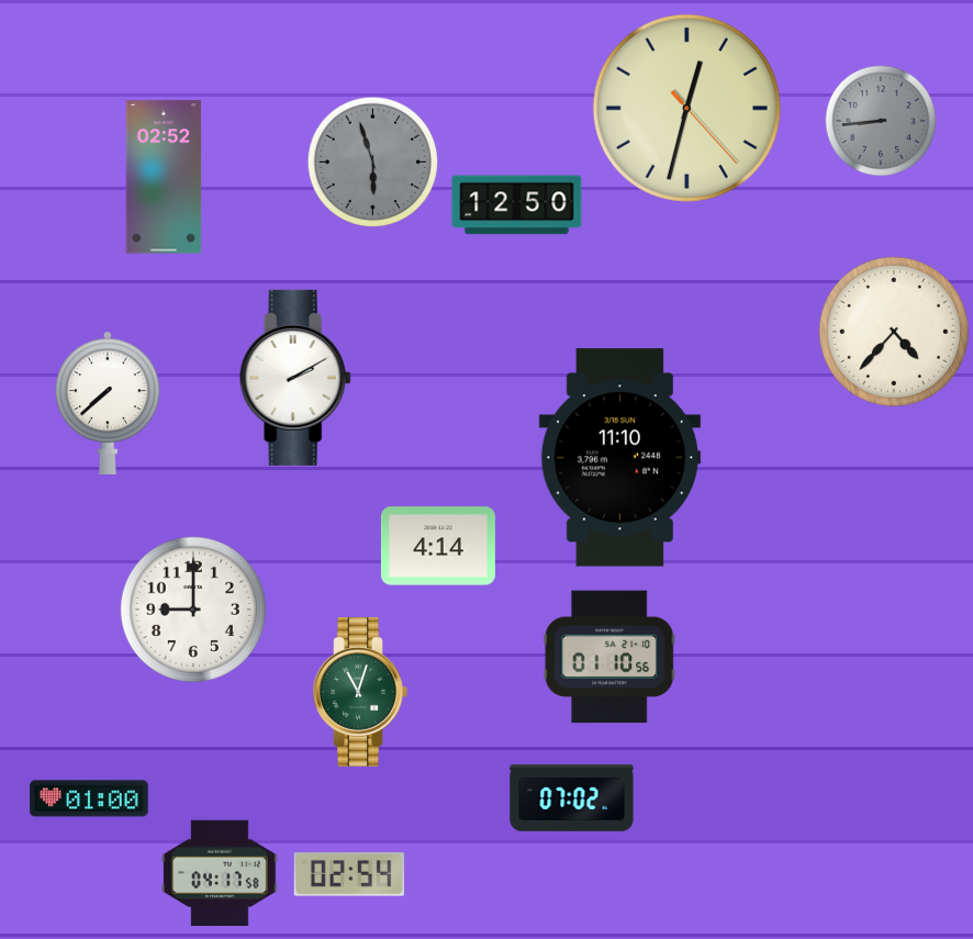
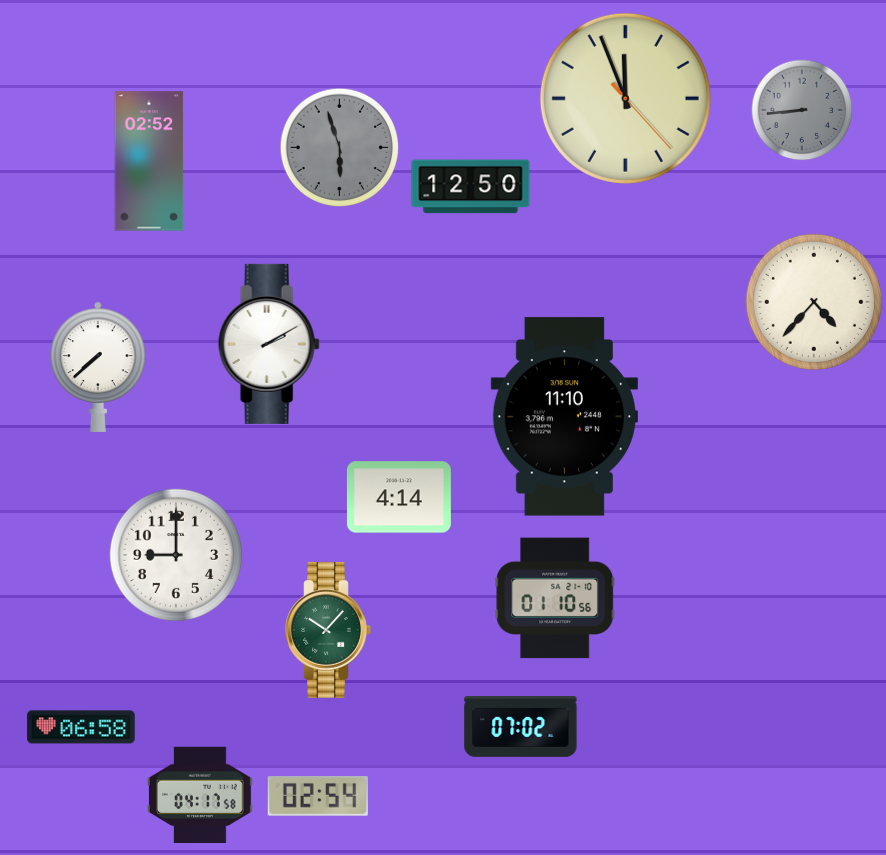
clock at (686, 108): 12:32 -> 11:56
clock at (360, 693): 11:03 -> 10:07
clock at (89, 798): 01:00 -> 06:58
